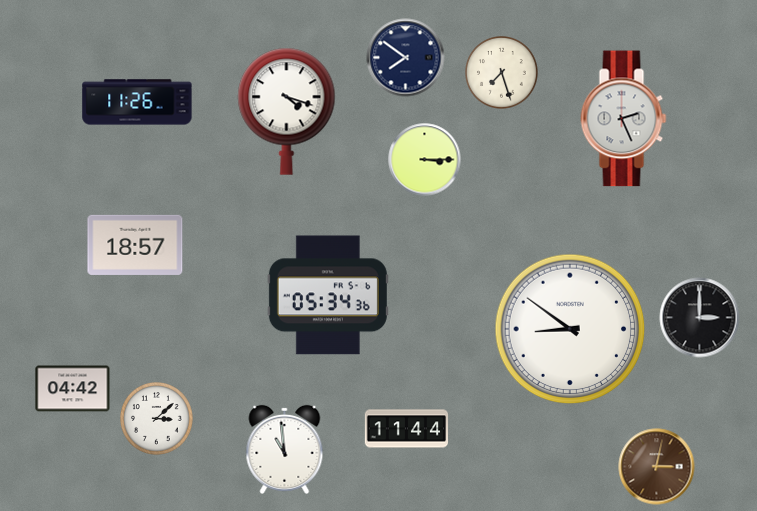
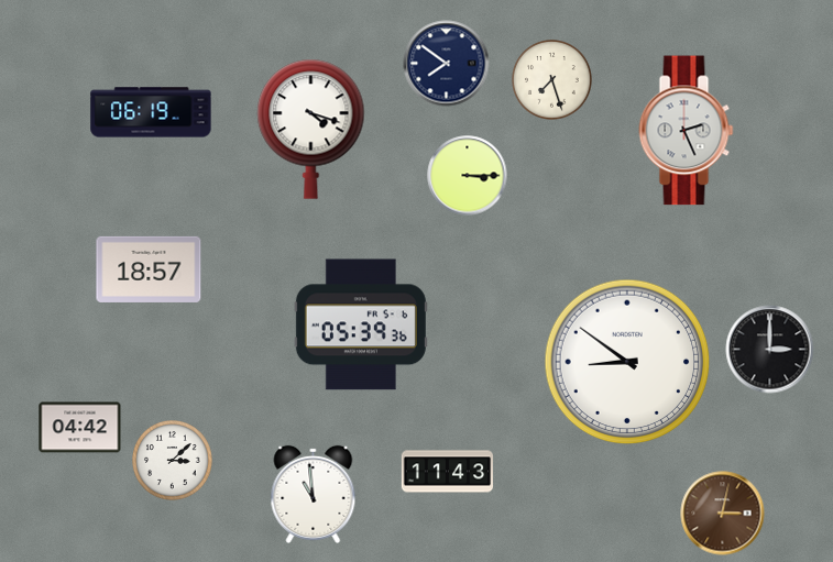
clock at (137, 102): 11:26 -> 06:19
clock at (287, 111) position: (287, 111) -> (311, 129)
clock at (328, 295): 05:34 -> 05:39
clock at (407, 429): 11:44 -> 11:43
